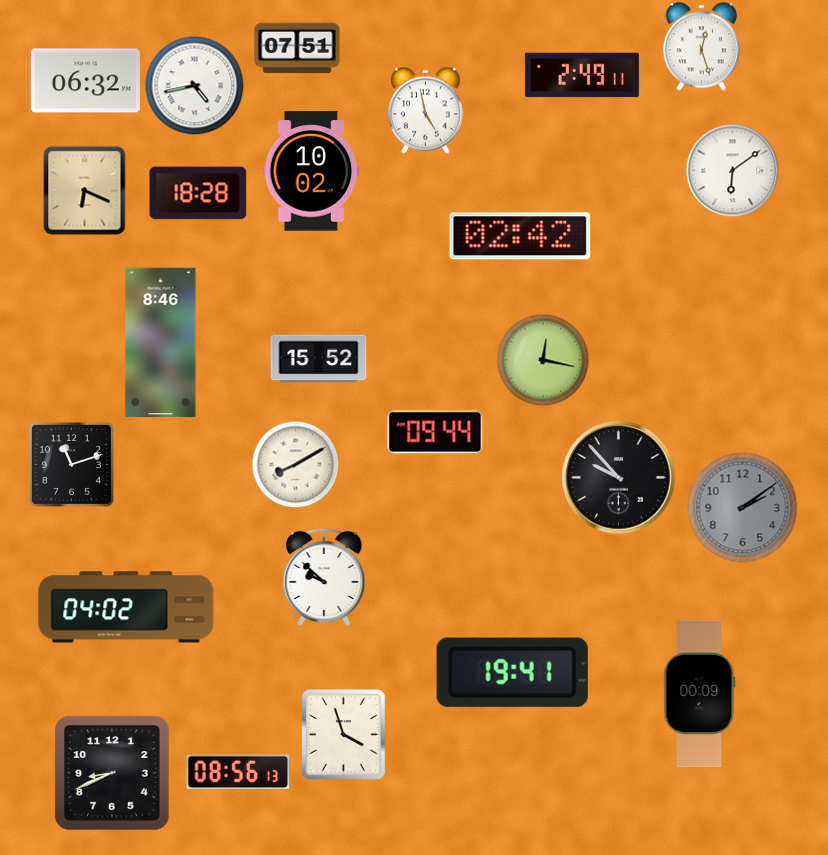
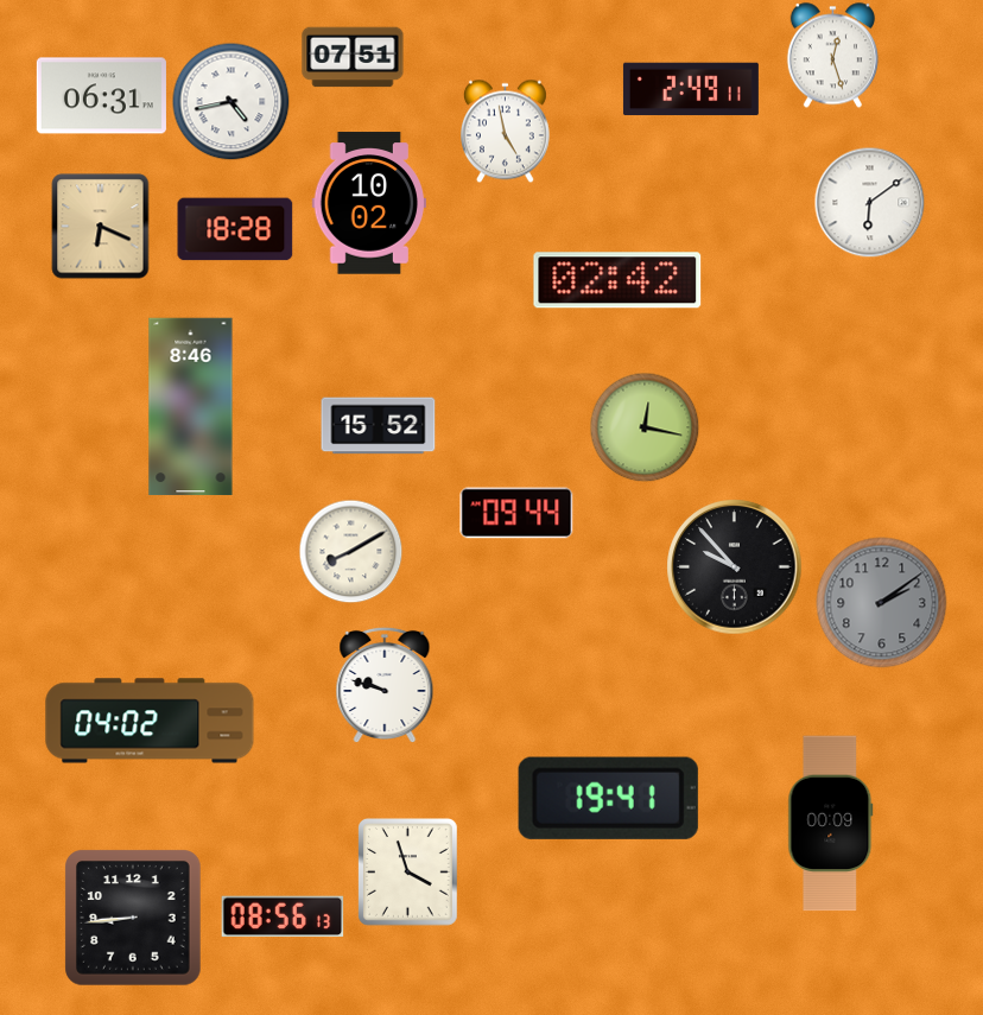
clock at (85, 81): 06:32 -> 06:31
clock at (71, 464): 11:12 -> none
clock at (324, 577): 9:52 -> 9:48
clock at (112, 773): 8:41 -> 8:44
